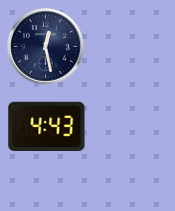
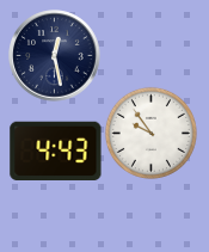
clock at (150, 133): none -> 9:54
